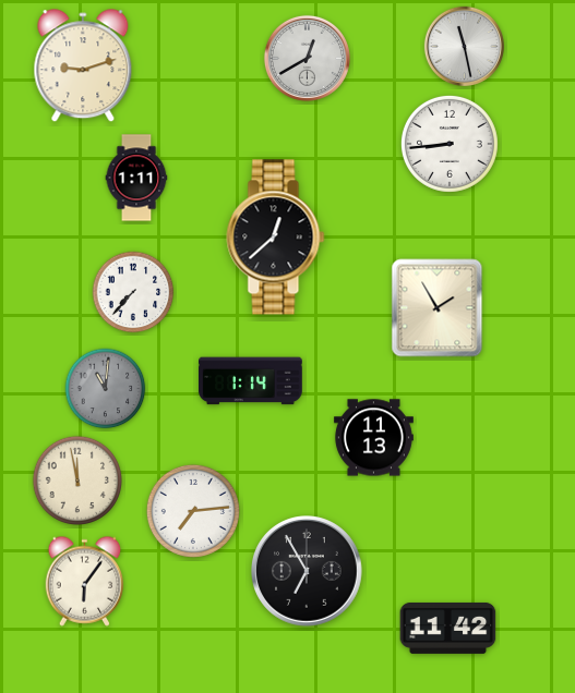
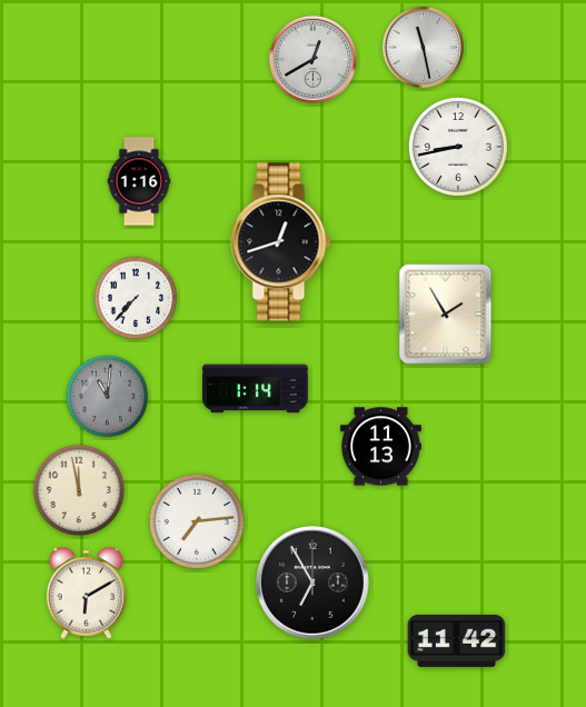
clock at (464, 46) position: (464, 46) -> (423, 47)
clock at (83, 66): 9:12 -> none
clock at (450, 144): 8:44 -> 8:43
clock at (136, 178): 1:11 -> 1:16
clock at (276, 238): 12:38 -> 12:42
clock at (85, 581): 6:06 -> 6:10
